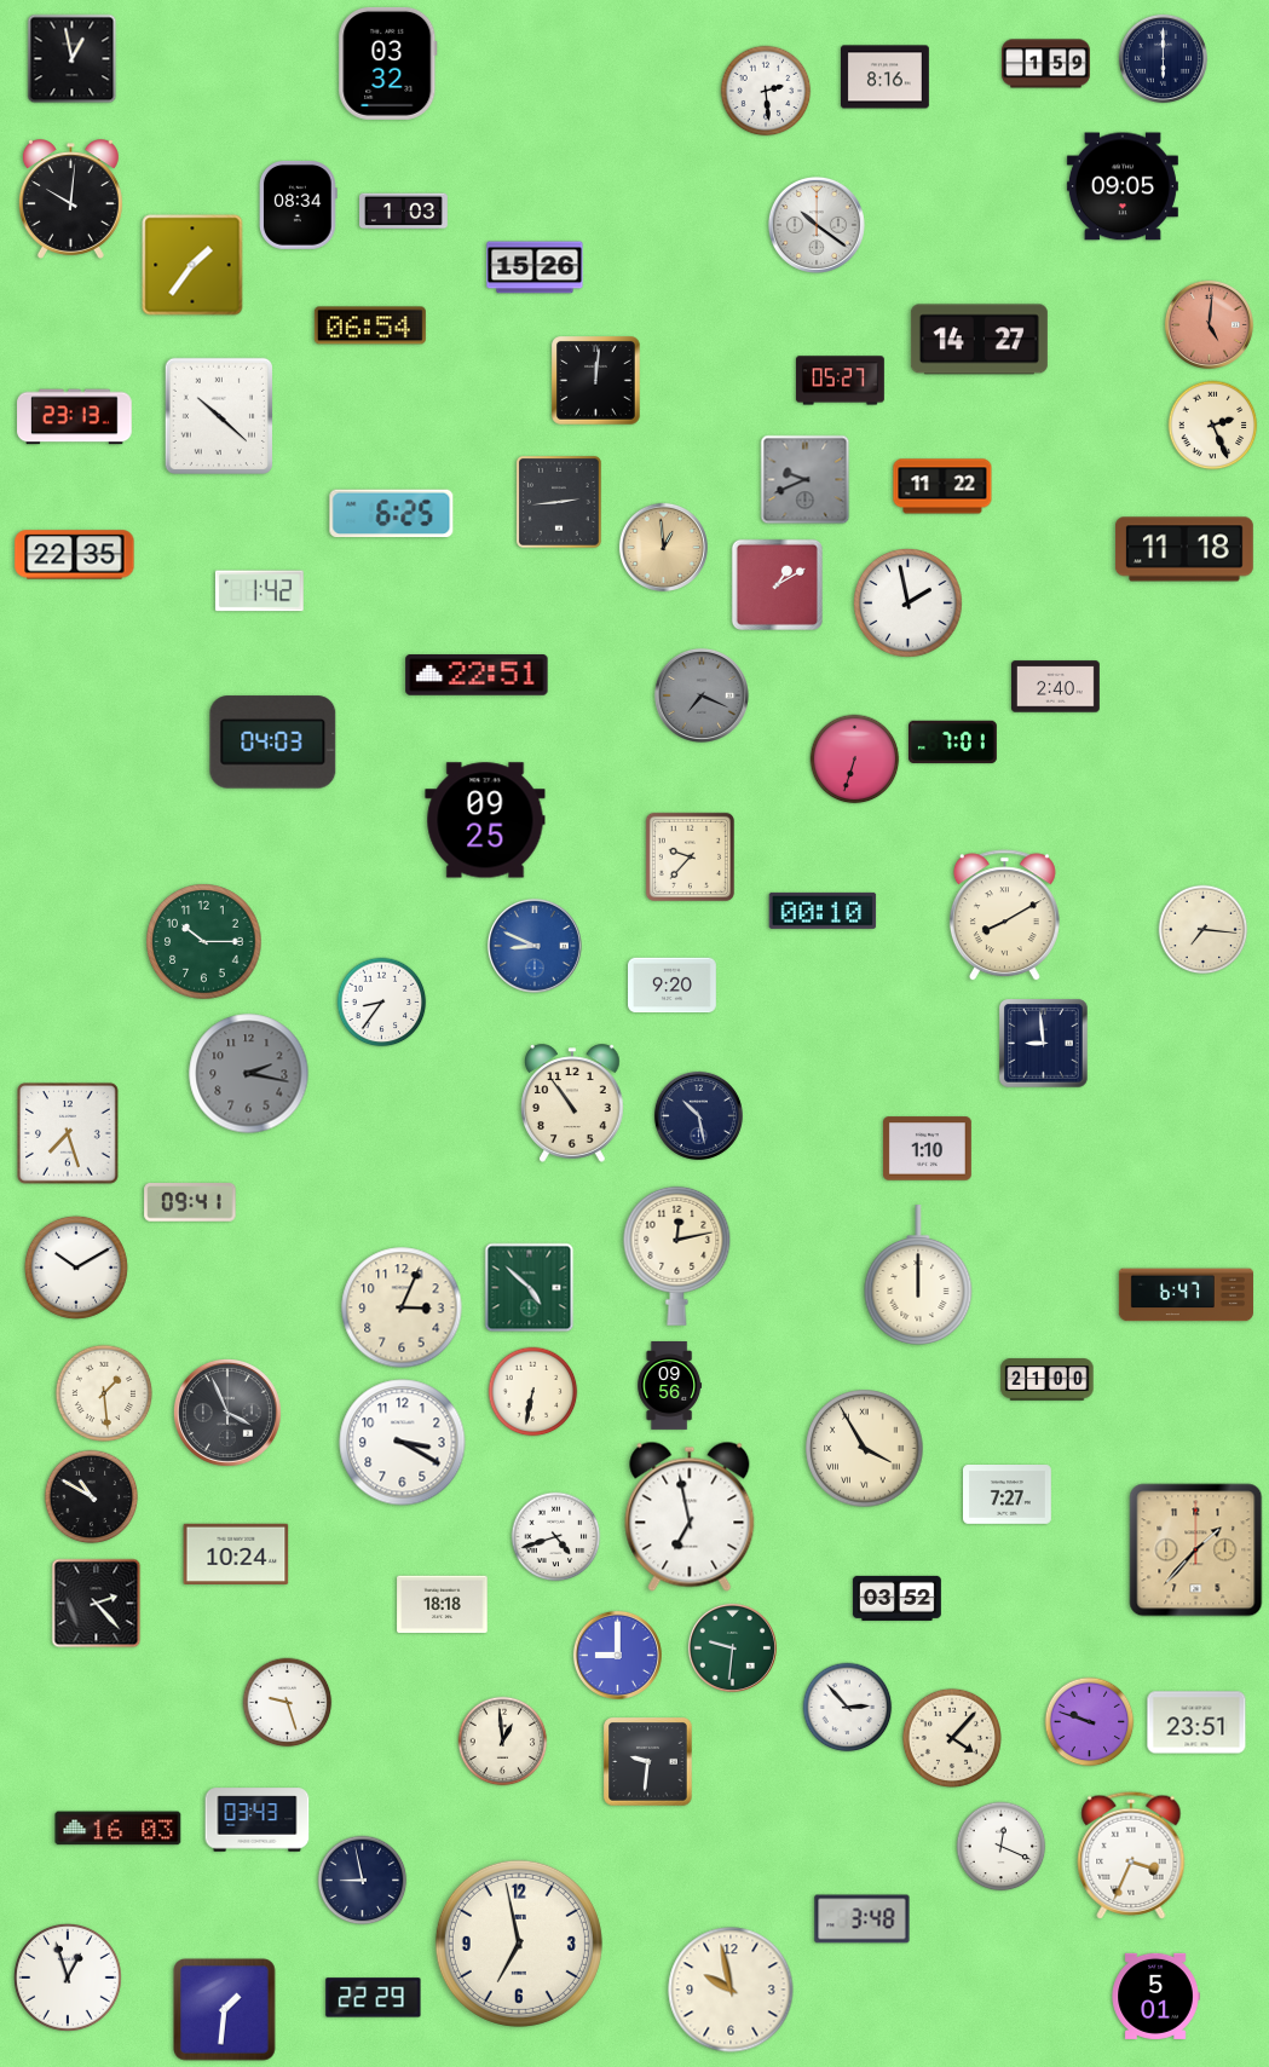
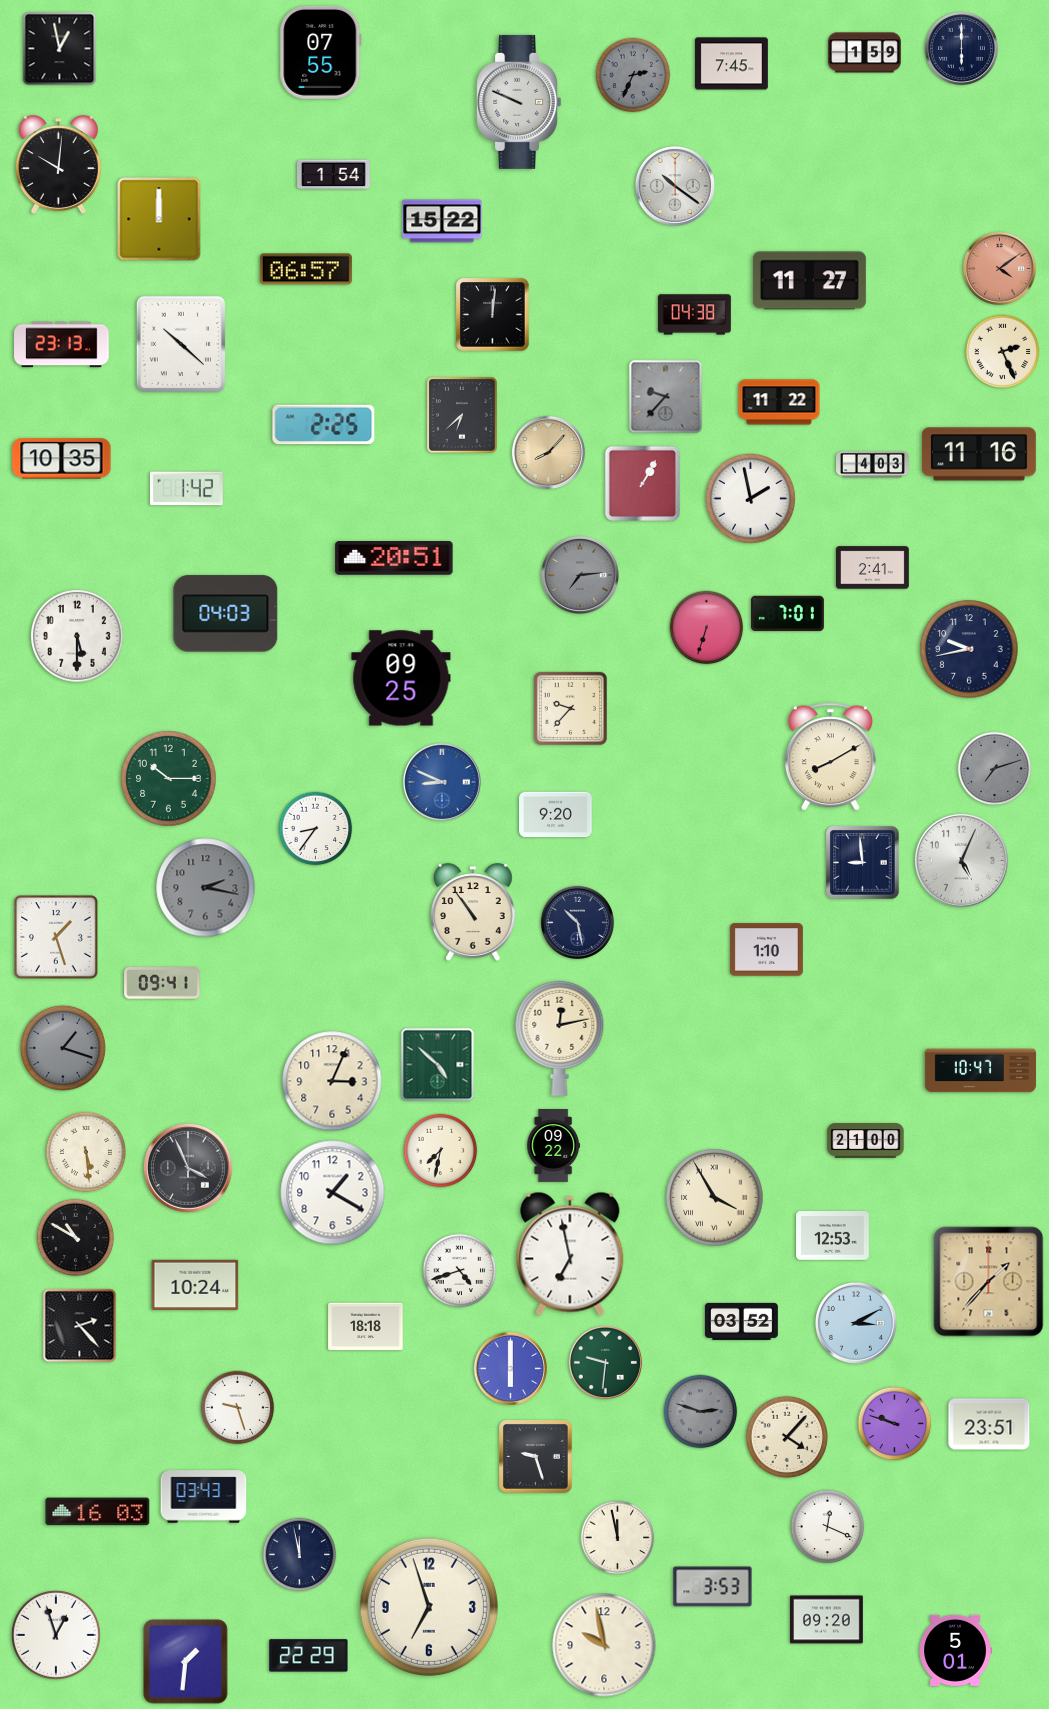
clock at (388, 63): 03:32 -> 07:55
clock at (886, 77): 8:16 -> 7:45
clock at (766, 91): 2:29 -> 2:34
clock at (766, 91) dial: white -> grey
clock at (518, 102): none -> 9:49
clock at (1123, 186): 09:05 -> none
clock at (299, 204): 08:34 -> none
clock at (404, 212): 1:03 -> 1:54
clock at (192, 265): 1:36 -> 12:00
clock at (535, 267): 15:26 -> 15:22
clock at (1209, 324): 5:01 -> 4:09
clock at (370, 325): 06:54 -> 06:57
clock at (979, 340): 14:27 -> 11:27
clock at (840, 381): 05:27 -> 04:38
clock at (806, 480): 9:41 -> 9:37
clock at (559, 503): 2:44 -> 6:38
clock at (392, 514): 6:25 -> 2:25
clock at (663, 547): 12:59 -> 8:07
clock at (1184, 549): 11:18 -> 11:16
clock at (75, 555): 22:35 -> 10:35
clock at (873, 465): none -> 4:03
clock at (777, 584): 1:10 -> 1:05
clock at (259, 591) position: (259, 591) -> (186, 489)
clock at (477, 675): 22:51 -> 20:51
clock at (1056, 687): 2:40 -> 2:41
clock at (702, 695): 7:19 -> 7:14
clock at (77, 636): none -> 5:30
clock at (969, 649): none -> 9:43
clock at (823, 911): 00:10 -> none
clock at (1204, 930): 7:16 -> 7:12
clock at (1204, 930) dial: cream -> grey
clock at (962, 861): none -> 5:04
clock at (68, 1133): 7:27 -> 1:27
clock at (190, 1203) position: (190, 1203) -> (162, 984)
clock at (76, 1268): 10:10 -> 1:18
clock at (76, 1268) dial: white -> grey
clock at (918, 1275): 12:00 -> none
clock at (1186, 1295): 6:47 -> 10:47
clock at (670, 1386): 09:56 -> 09:22
clock at (103, 1392): 1:29 -> 5:29
clock at (533, 1392): 6:32 -> 7:32
clock at (403, 1443): 3:20 -> 1:20
clock at (1008, 1495): 7:27 -> 12:53
clock at (856, 1323): none -> 3:10
clock at (617, 1655): 9:00 -> 6:00
clock at (848, 1708): 2:53 -> 2:48
clock at (848, 1708) dial: white -> grey
clock at (1090, 1722) position: (1090, 1722) -> (895, 1424)
clock at (503, 1742): 12:59 -> none
clock at (648, 1762): 9:31 -> 9:27
clock at (258, 1820) position: (258, 1820) -> (204, 1497)
clock at (1131, 1855): 3:34 -> none
clock at (618, 1538): none -> 11:58
clock at (363, 1881): 8:58 -> 11:58
clock at (863, 1919): 3:48 -> 3:53
clock at (519, 1944): 6:58 -> 6:57
clock at (827, 1620): none -> 09:20
clock at (374, 1998) position: (374, 1998) -> (309, 1656)
